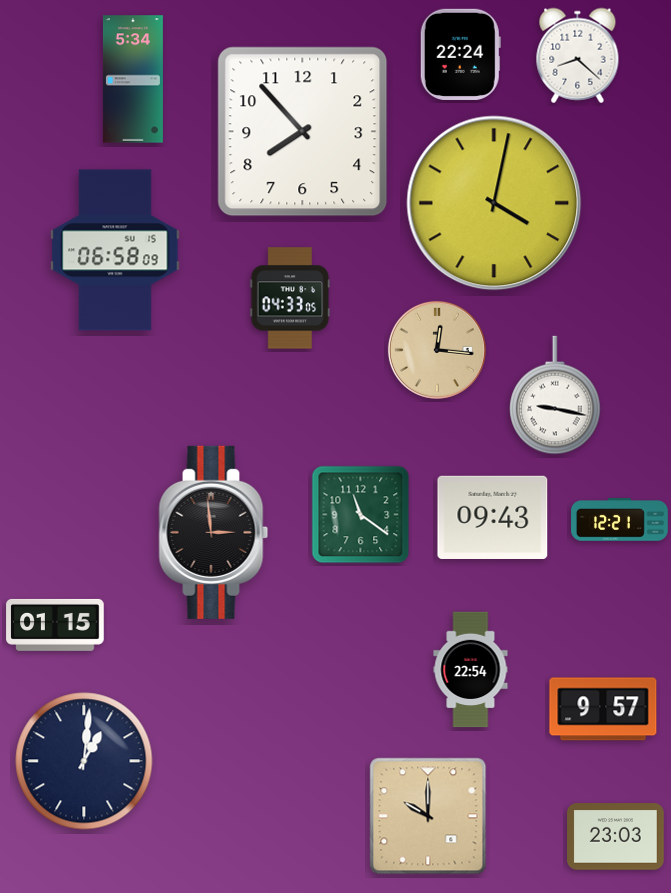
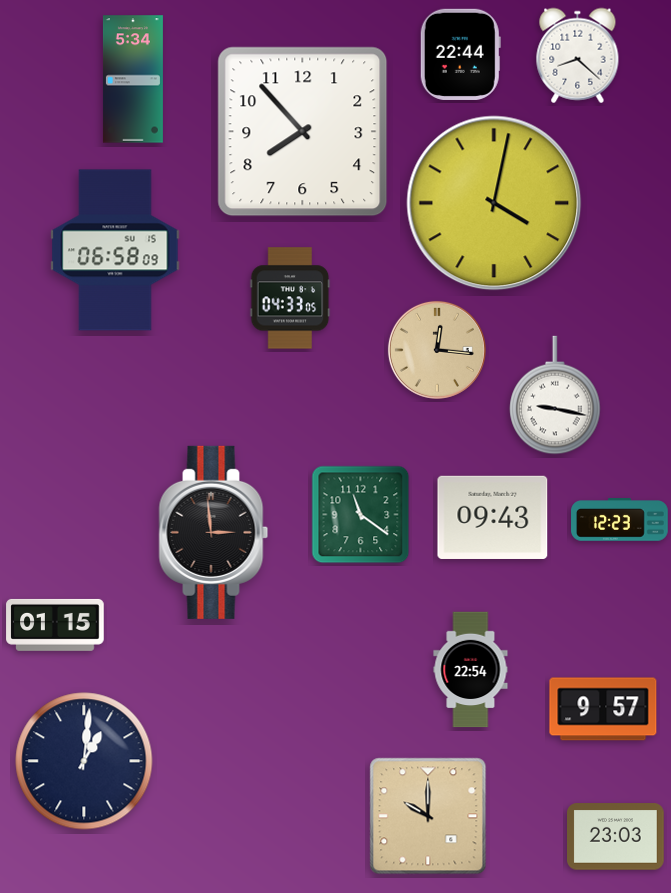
clock at (460, 54): 22:24 -> 22:44
clock at (620, 520): 12:21 -> 12:23
